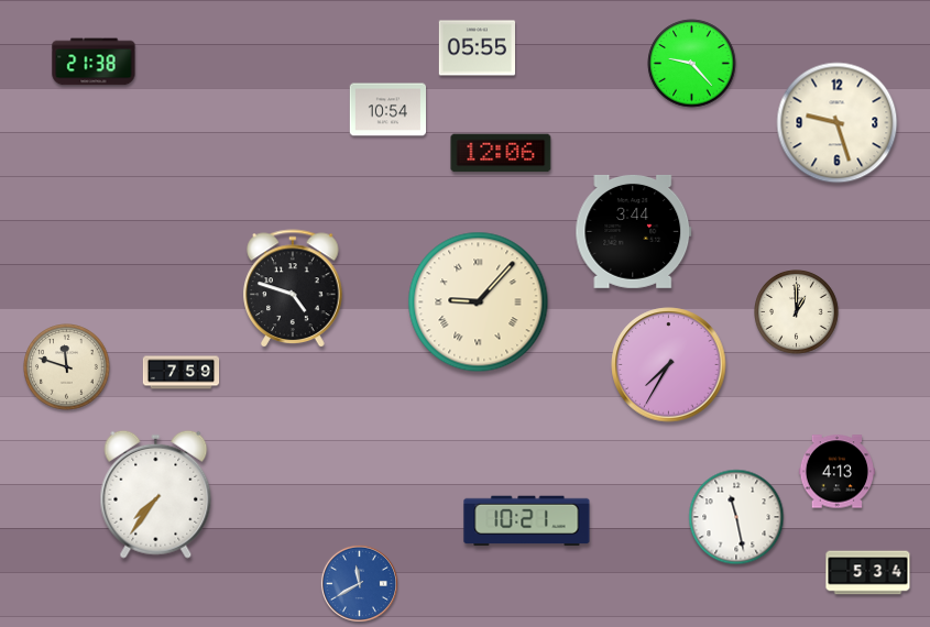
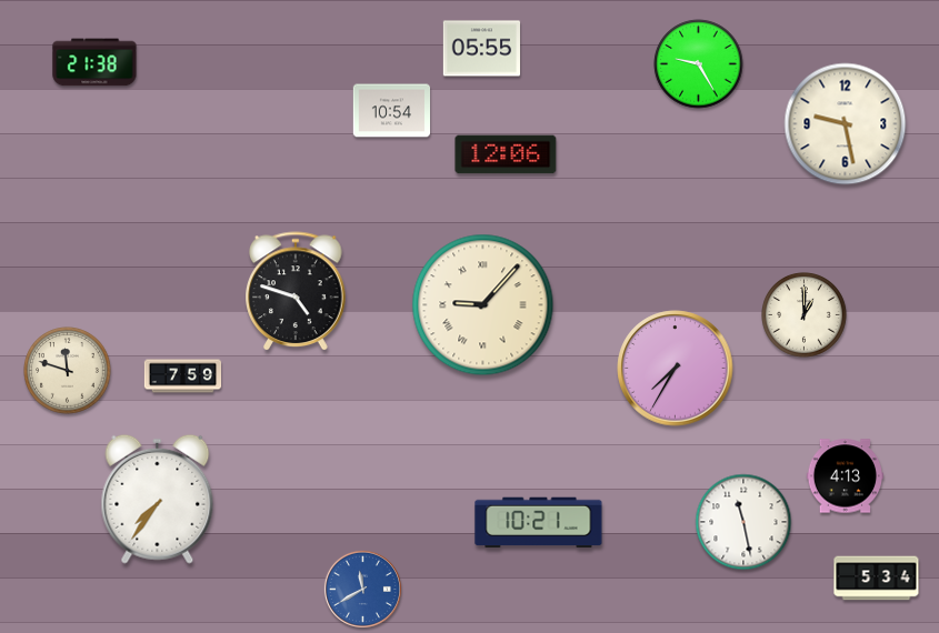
clock at (692, 64): 9:23 -> 9:25
clock at (838, 123): 9:27 -> 9:28
clock at (634, 231): 3:44 -> none
clock at (527, 521) position: (527, 521) -> (539, 523)
